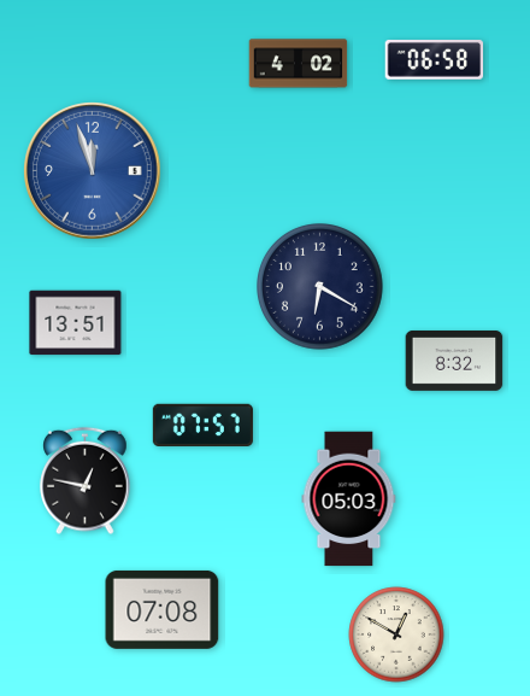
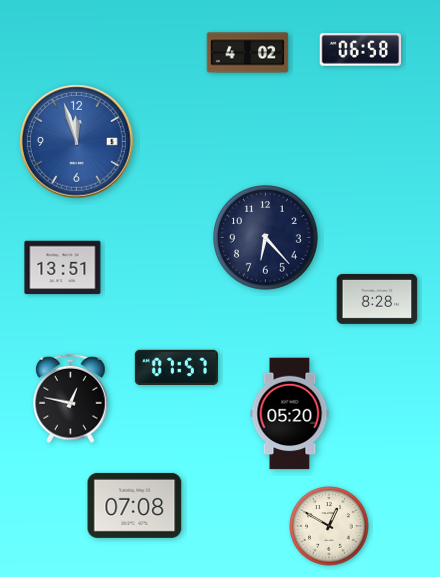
clock at (320, 287): 6:20 -> 6:23
clock at (454, 361): 8:32 -> 8:28
clock at (202, 426) position: (202, 426) -> (176, 368)
clock at (349, 499): 05:03 -> 05:20
